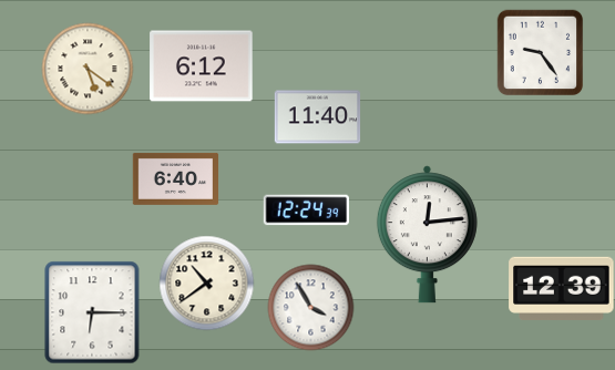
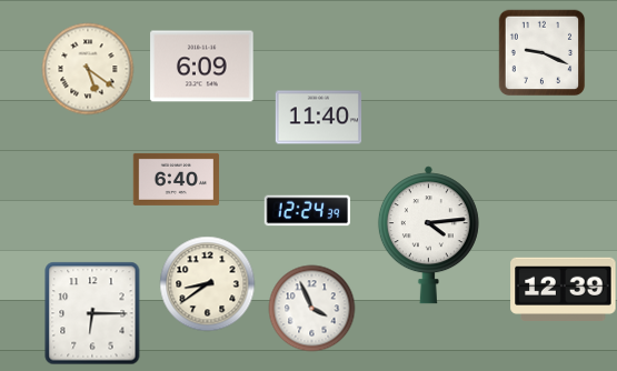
clock at (540, 52): 9:24 -> 9:19
clock at (202, 66): 6:12 -> 6:09
clock at (427, 235): 12:14 -> 4:14
clock at (206, 282): 10:39 -> 8:39
clock at (310, 307): 3:55 -> 3:56
